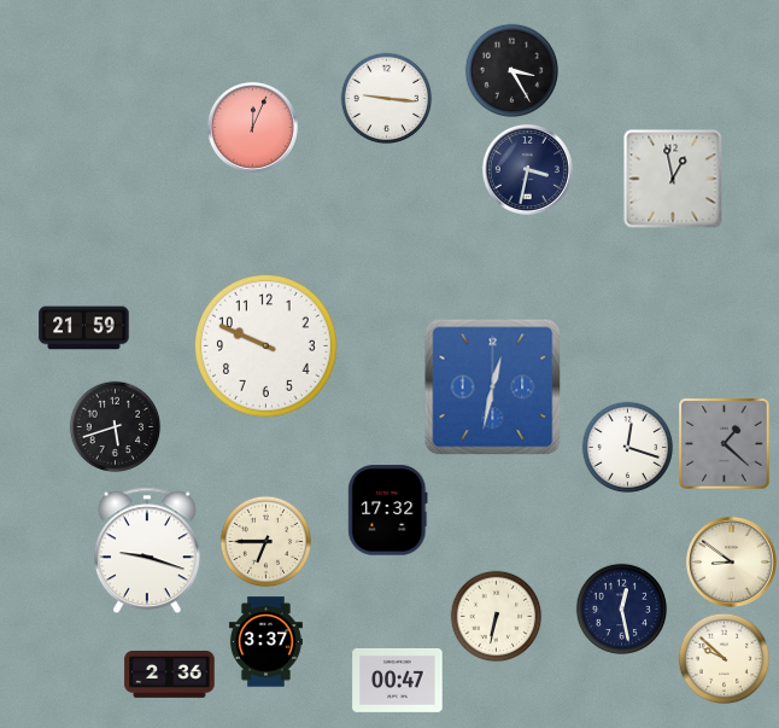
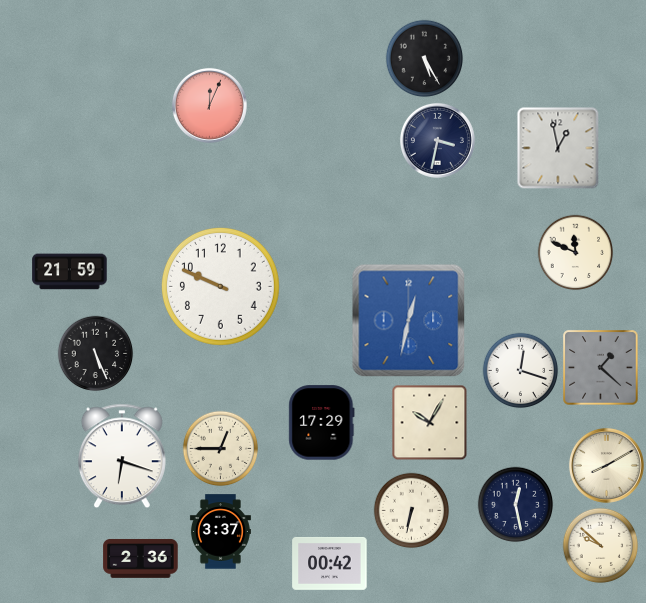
clock at (512, 71): 3:25 -> 5:25
clock at (387, 99): 9:16 -> none
clock at (576, 253): none -> 11:49
clock at (116, 427): 5:42 -> 5:26
clock at (388, 511): 17:32 -> 17:29
clock at (430, 423): none -> 10:05
clock at (266, 542): 6:45 -> 12:45
clock at (147, 551): 9:18 -> 6:18
clock at (731, 561): 8:51 -> 8:10
clock at (398, 680): 00:47 -> 00:42
